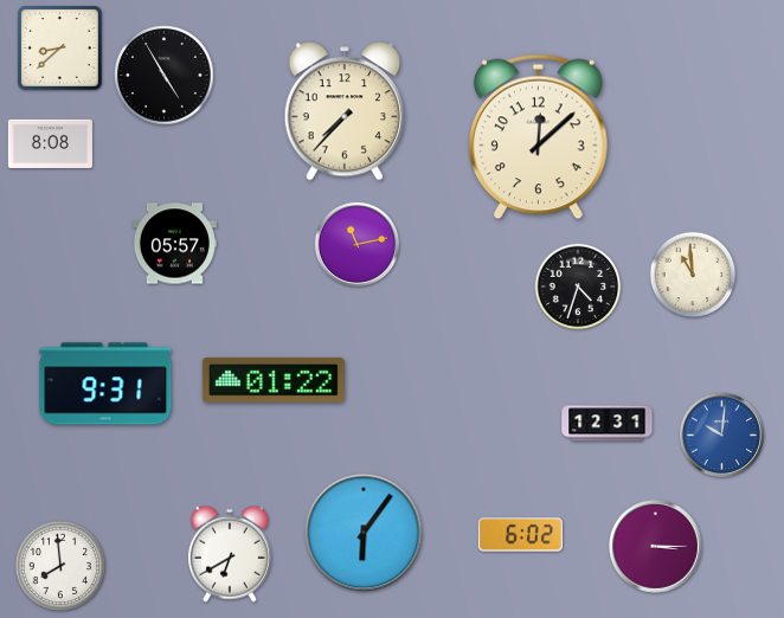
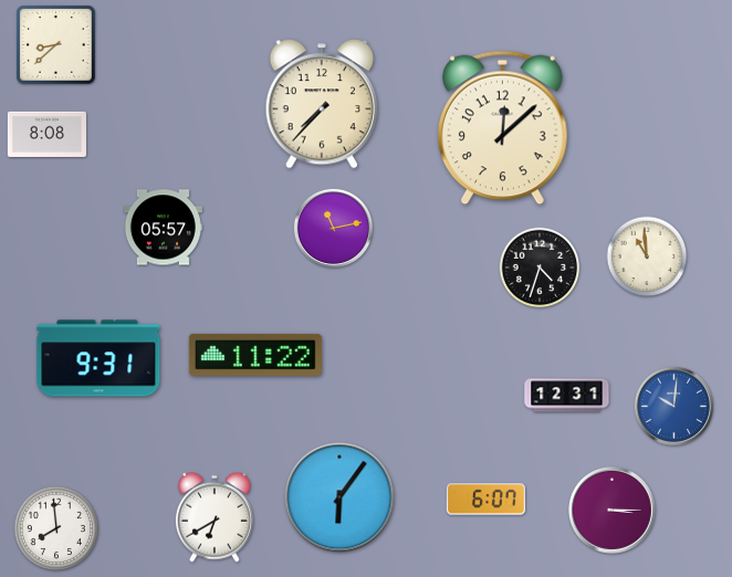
clock at (165, 76): 4:55 -> none
clock at (274, 380): 01:22 -> 11:22
clock at (520, 535): 6:02 -> 6:07
